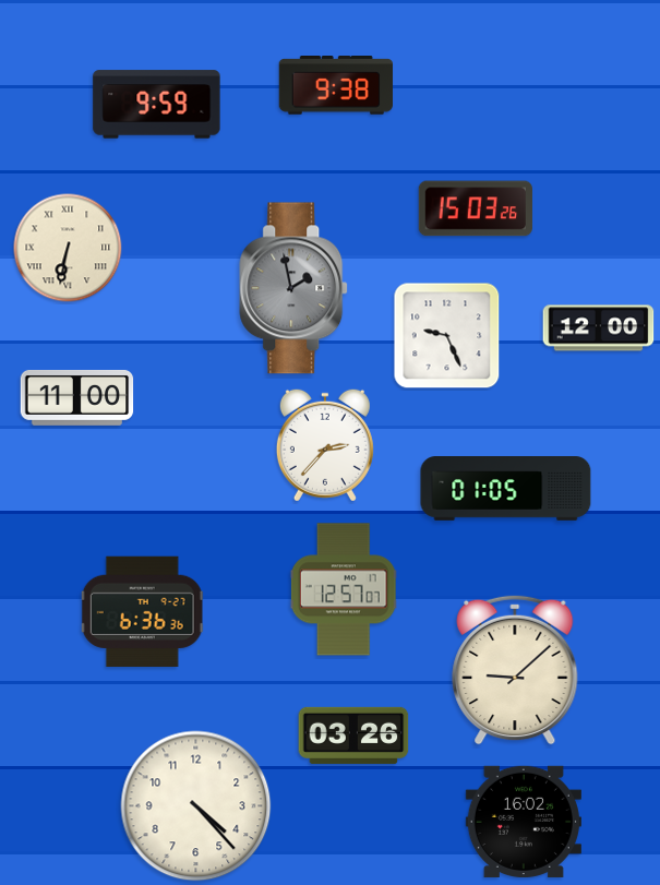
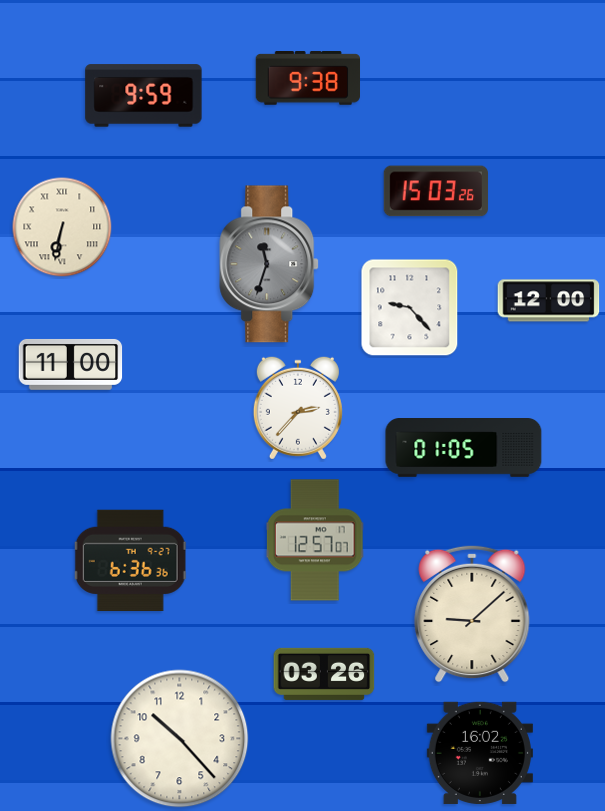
clock at (295, 288): 1:58 -> 11:33
clock at (447, 336): 9:26 -> 9:23
clock at (196, 806): 4:23 -> 10:23
